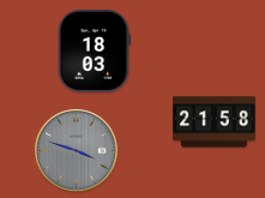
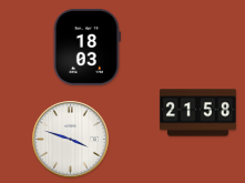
clock at (77, 151) dial: grey -> white
